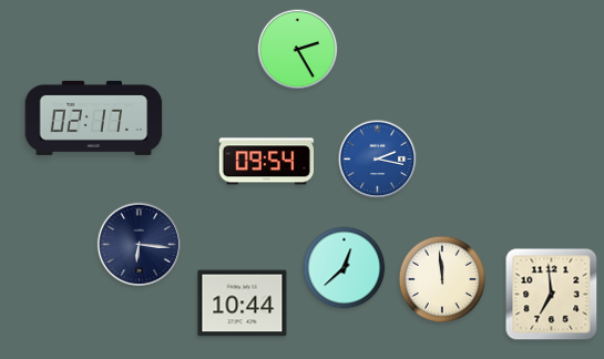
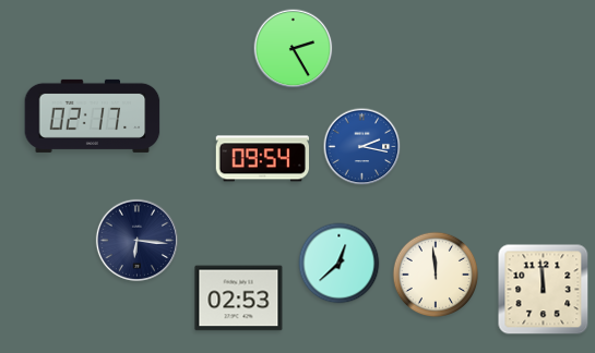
clock at (378, 160) position: (378, 160) -> (362, 147)
clock at (552, 295): 6:59 -> 11:59
clock at (243, 304): 10:44 -> 02:53
